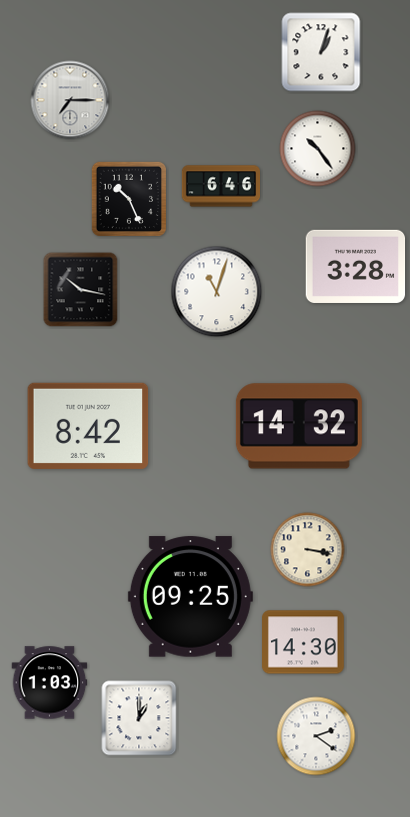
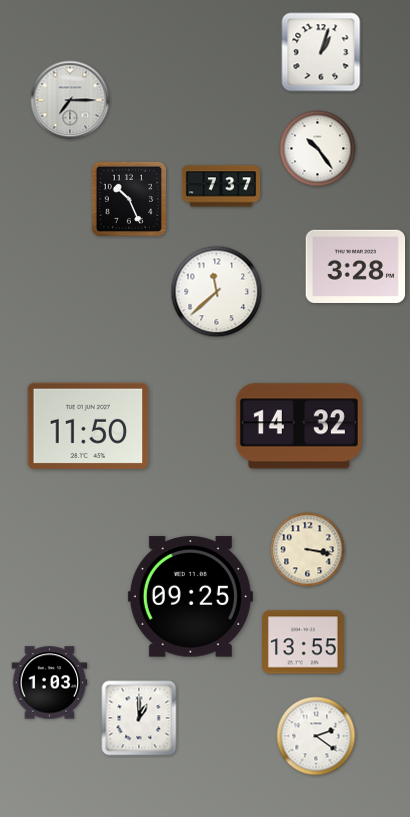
clock at (220, 186): 6:46 -> 7:37
clock at (81, 290): 10:17 -> none
clock at (217, 292): 11:03 -> 11:38
clock at (88, 426): 8:42 -> 11:50
clock at (304, 642): 14:30 -> 13:55
